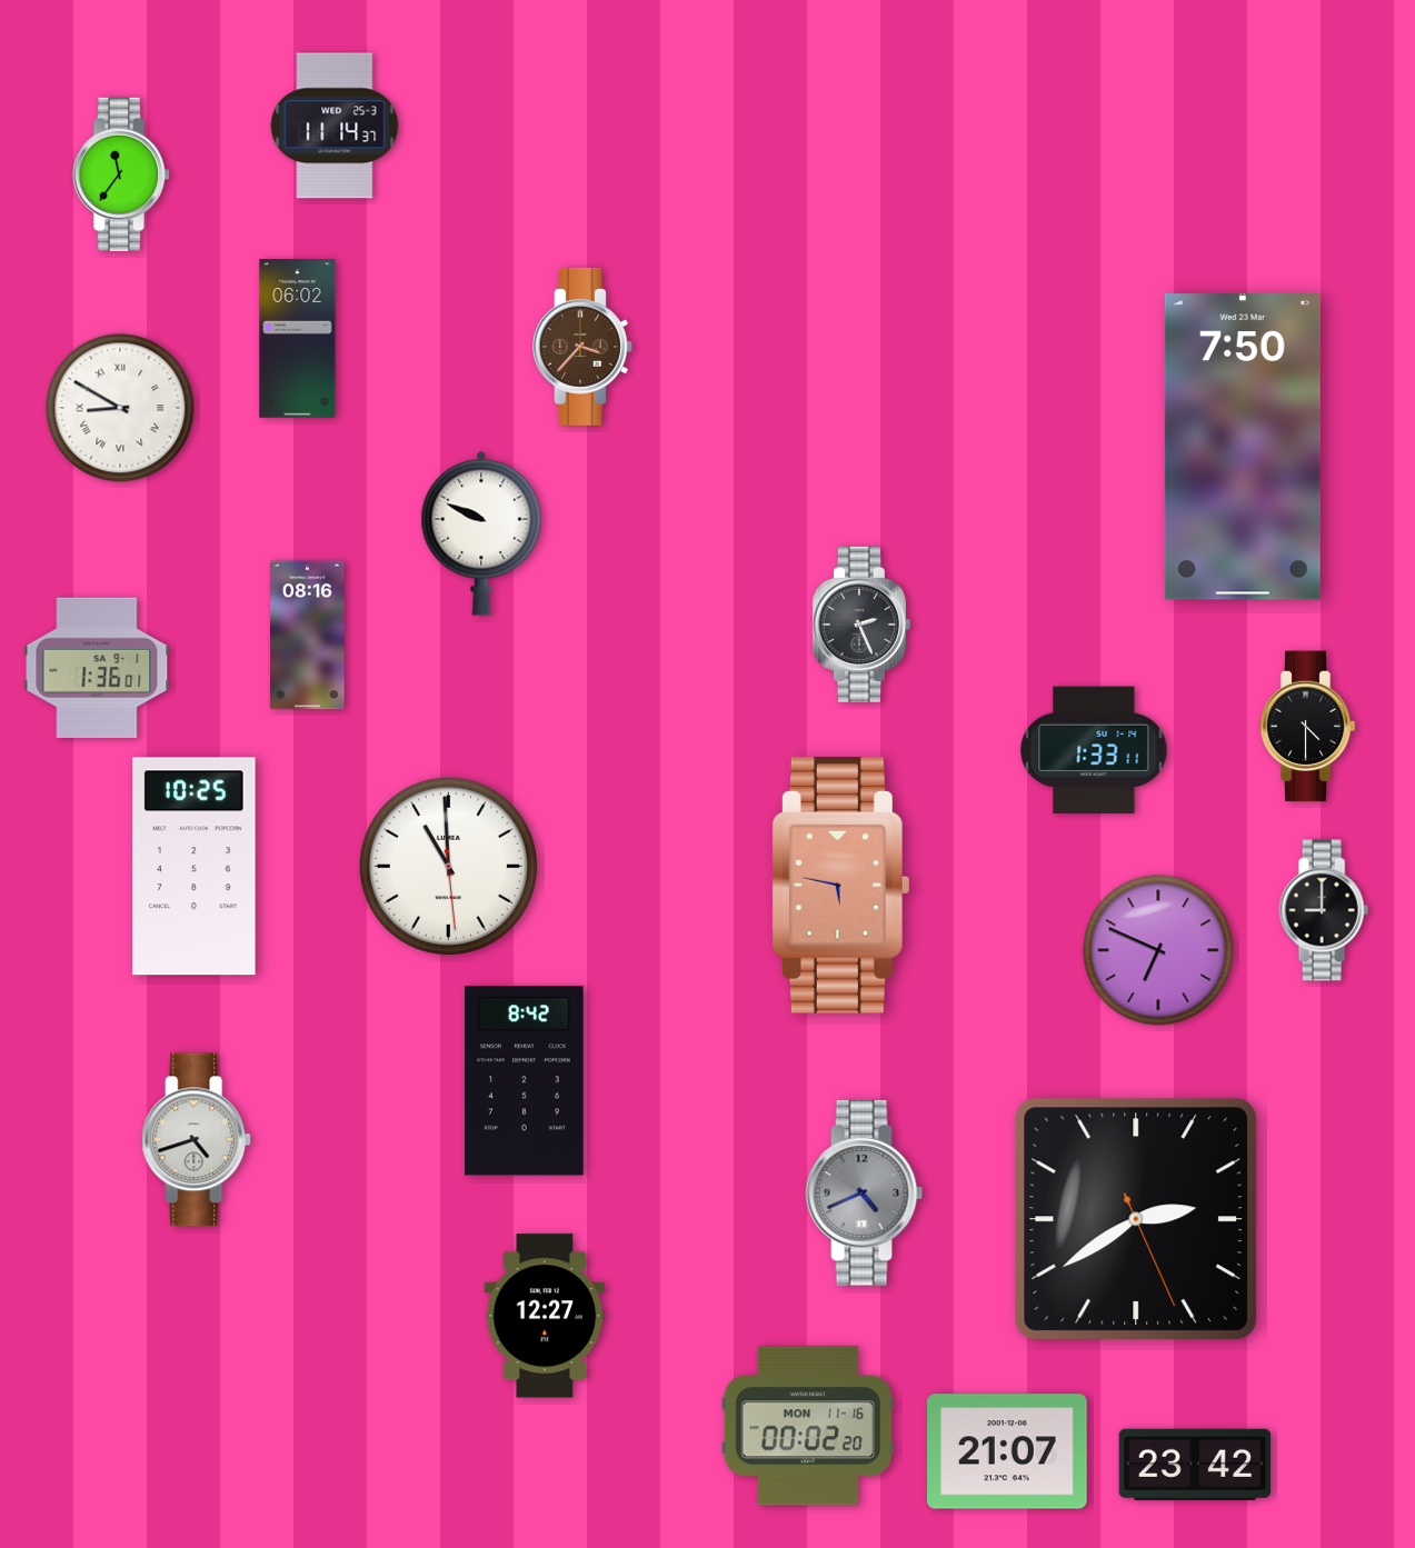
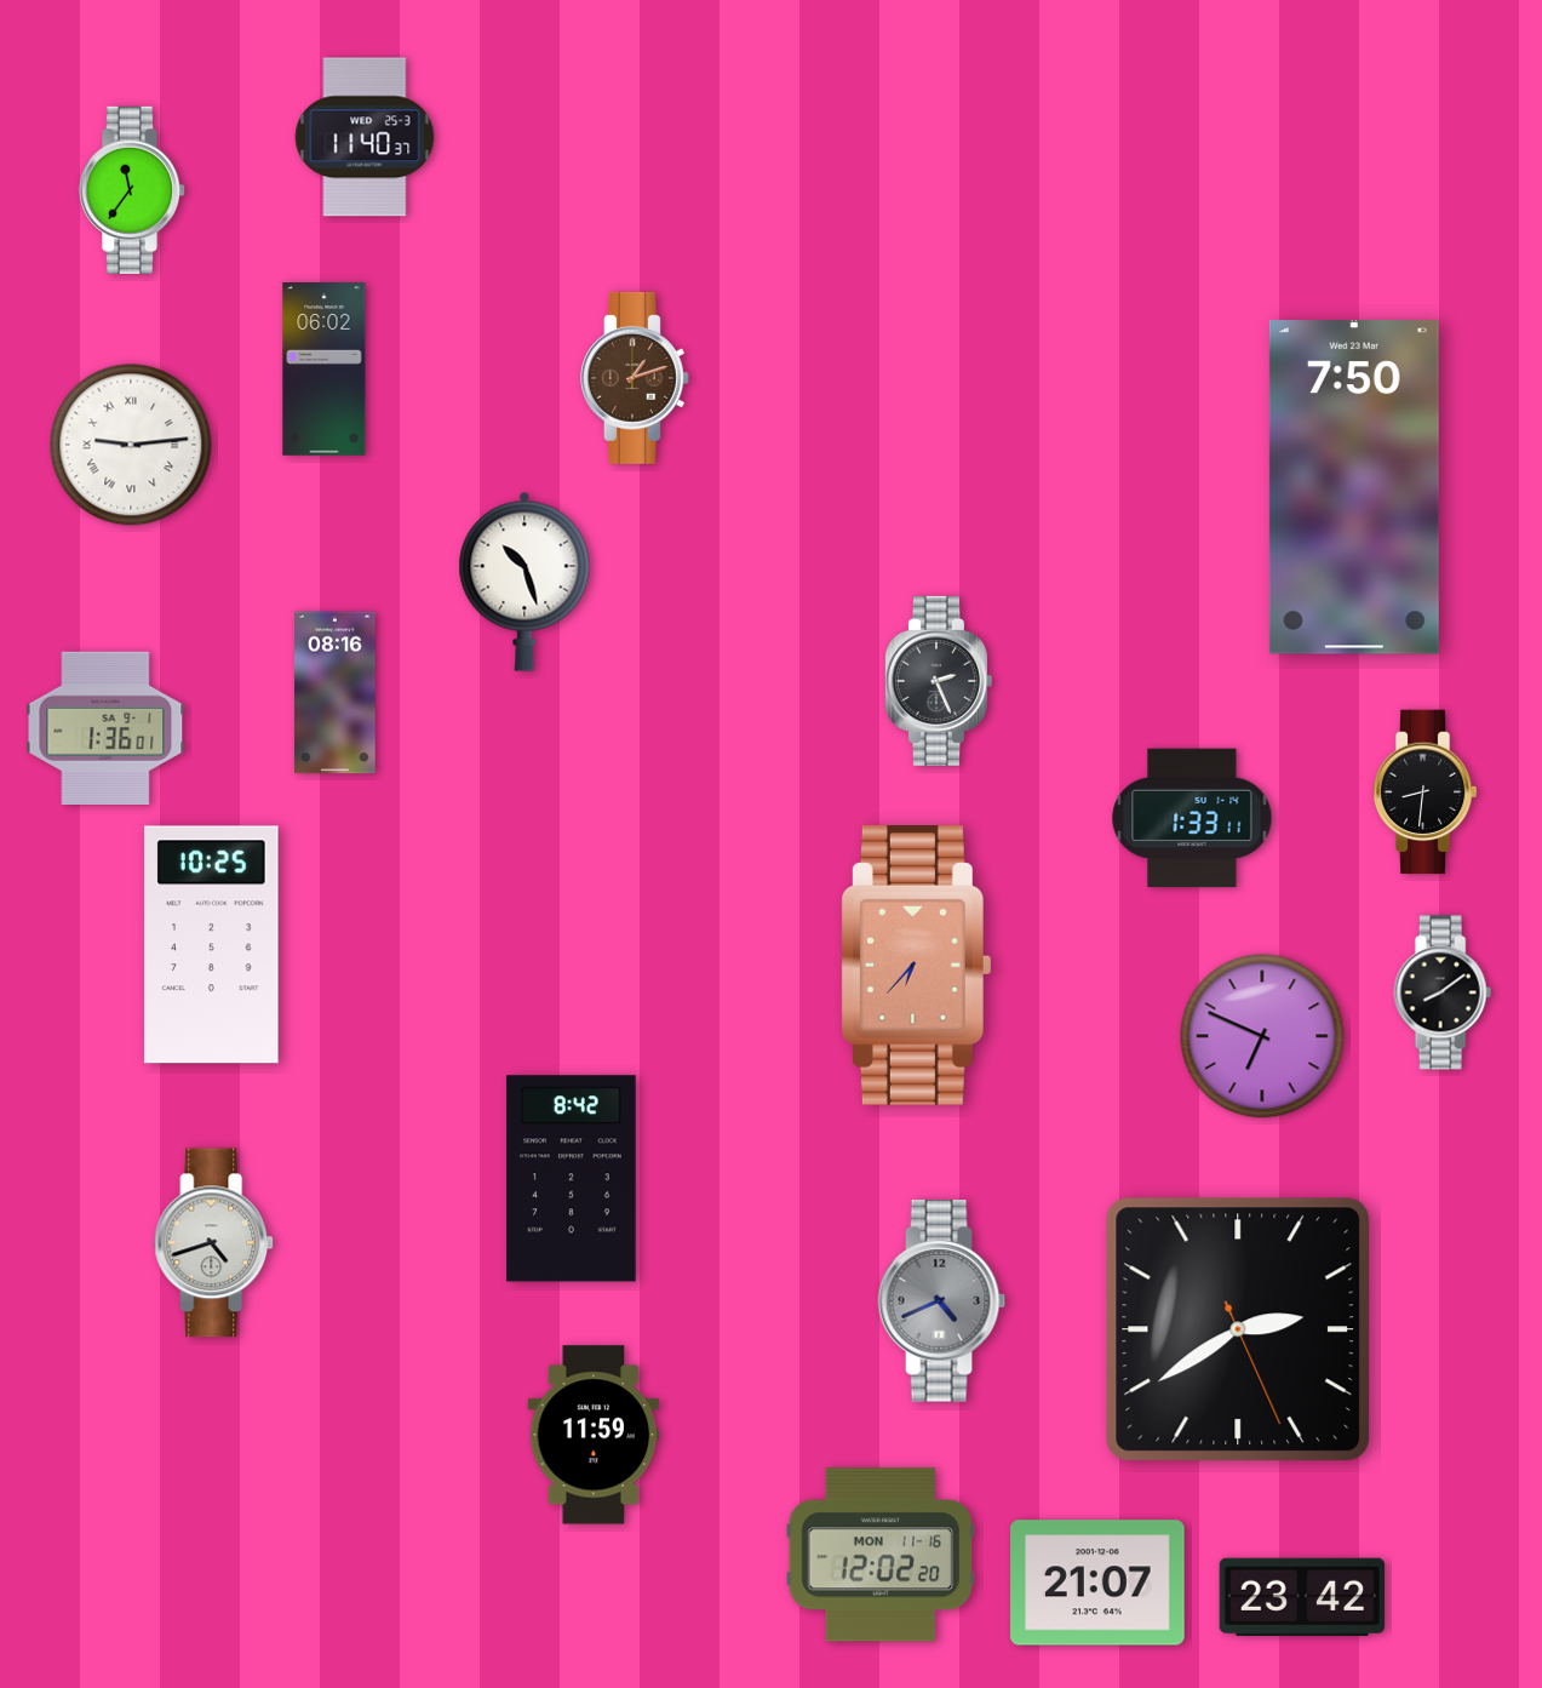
clock at (335, 126): 11:14 -> 11:40
clock at (582, 347): 3:37 -> 1:12
clock at (120, 408): 8:50 -> 9:14
clock at (481, 533): 9:49 -> 10:27
clock at (1307, 727): 4:30 -> 8:31
clock at (448, 866): 10:59 -> none
clock at (840, 885): 5:47 -> 6:37
clock at (1324, 910): 9:00 -> 8:09
clock at (545, 1316): 12:27 -> 11:59
clock at (808, 1426): 00:02 -> 12:02
